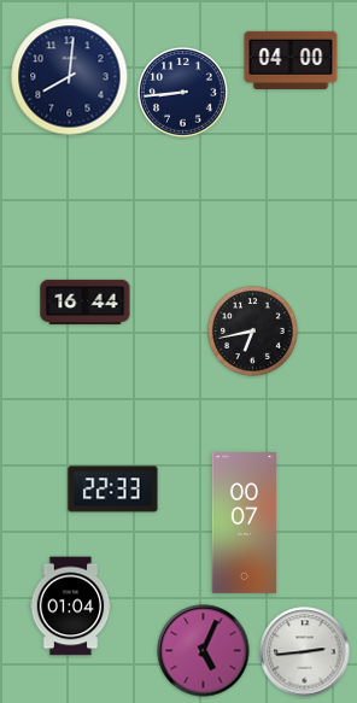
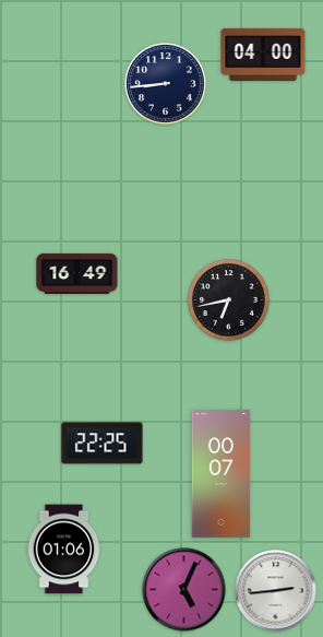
clock at (70, 77): 8:01 -> none
clock at (86, 301): 16:44 -> 16:49
clock at (113, 490): 22:33 -> 22:25
clock at (71, 607): 01:04 -> 01:06
